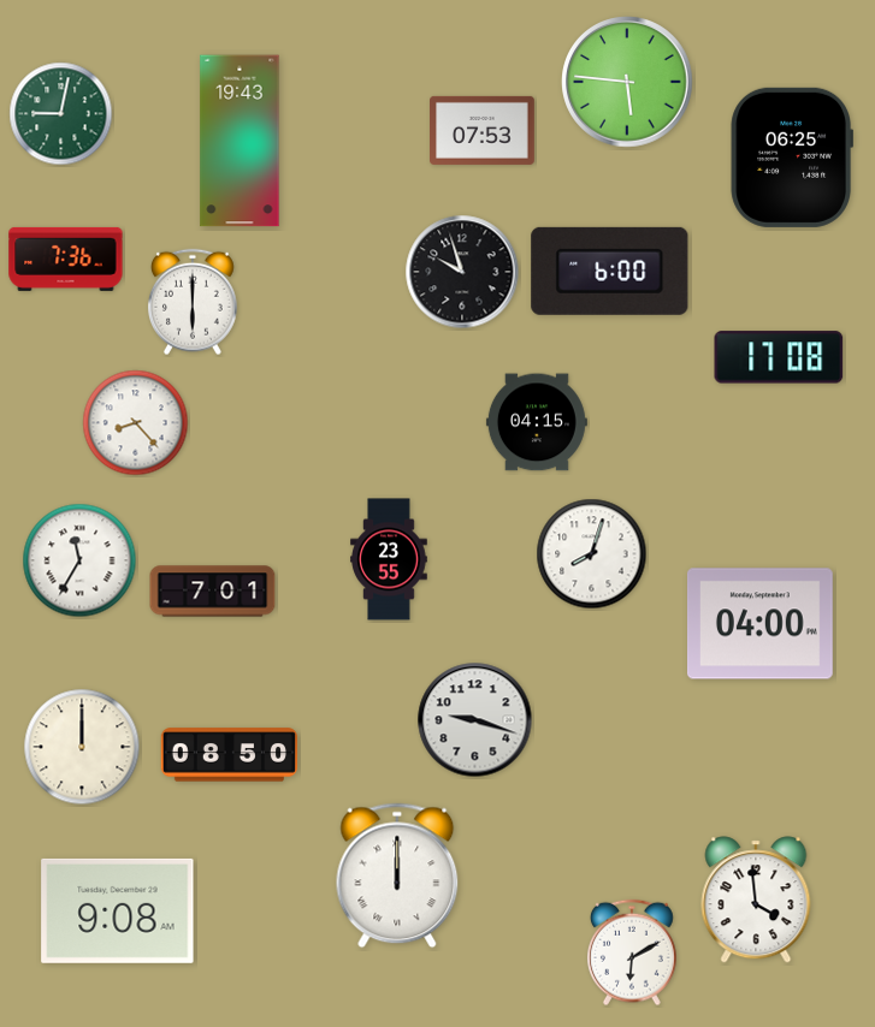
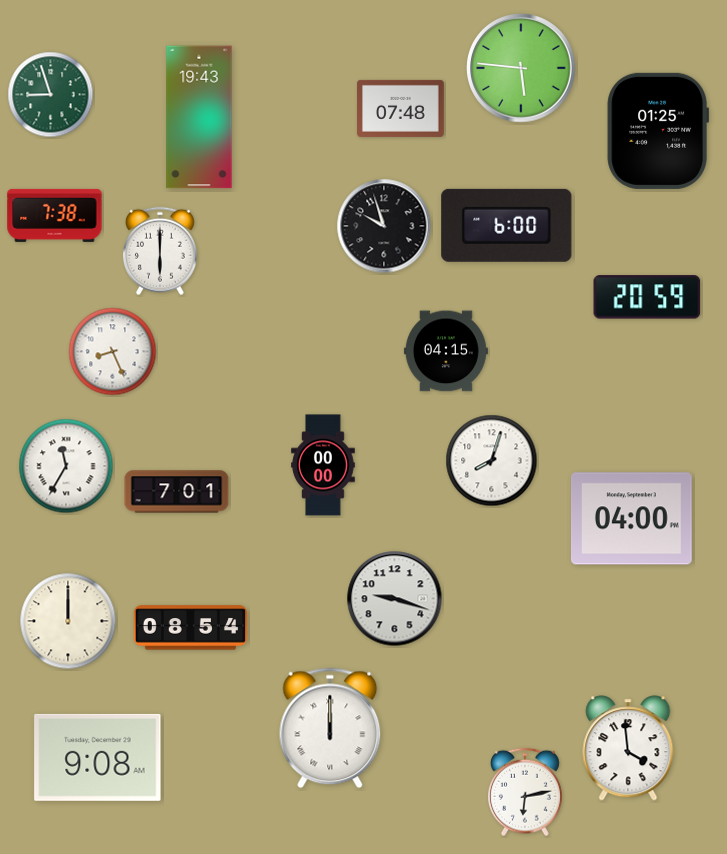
clock at (61, 114): 9:02 -> 8:57
clock at (483, 130): 07:53 -> 07:48
clock at (791, 158): 06:25 -> 01:25
clock at (66, 259): 7:36 -> 7:38
clock at (779, 357): 17:08 -> 20:59
clock at (136, 423): 8:23 -> 8:26
clock at (389, 559): 23:55 -> 00:00
clock at (229, 755): 08:50 -> 08:54
clock at (632, 952): 6:10 -> 6:13
